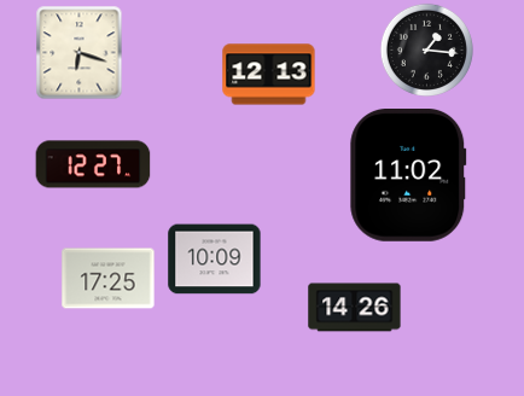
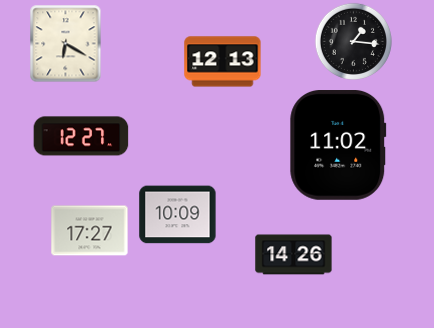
clock at (80, 52): 6:18 -> 6:20
clock at (93, 164) position: (93, 164) -> (81, 136)
clock at (109, 279): 17:25 -> 17:27
